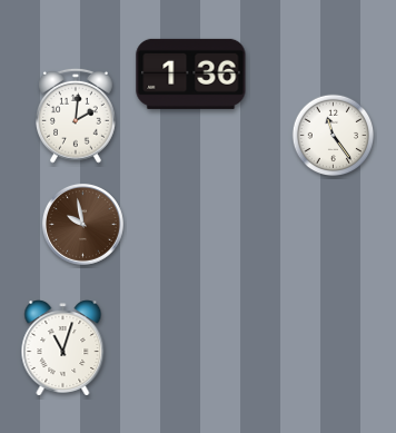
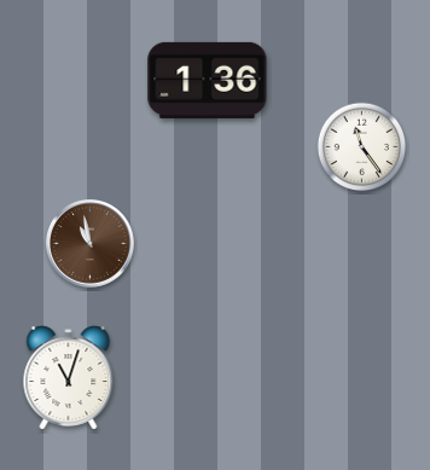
clock at (77, 116): 2:01 -> none
clock at (82, 224): 9:58 -> 10:58
